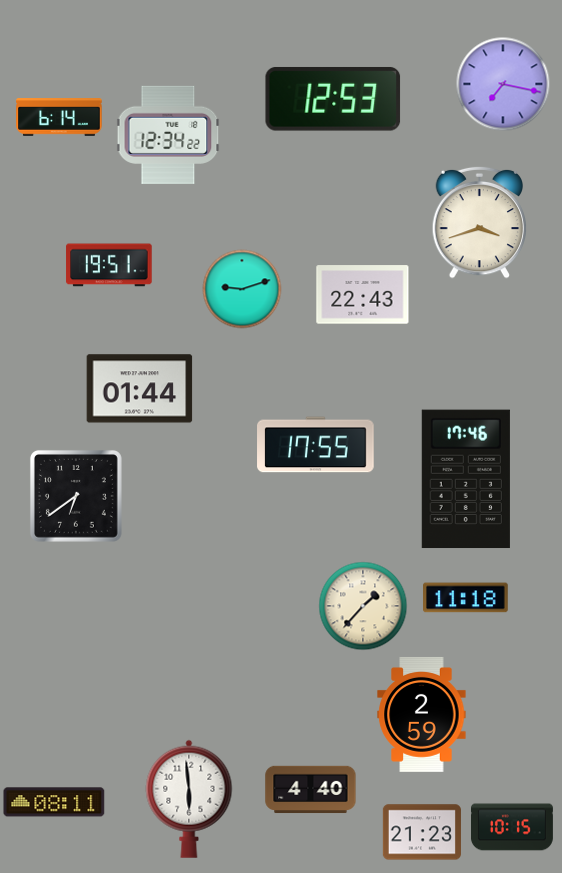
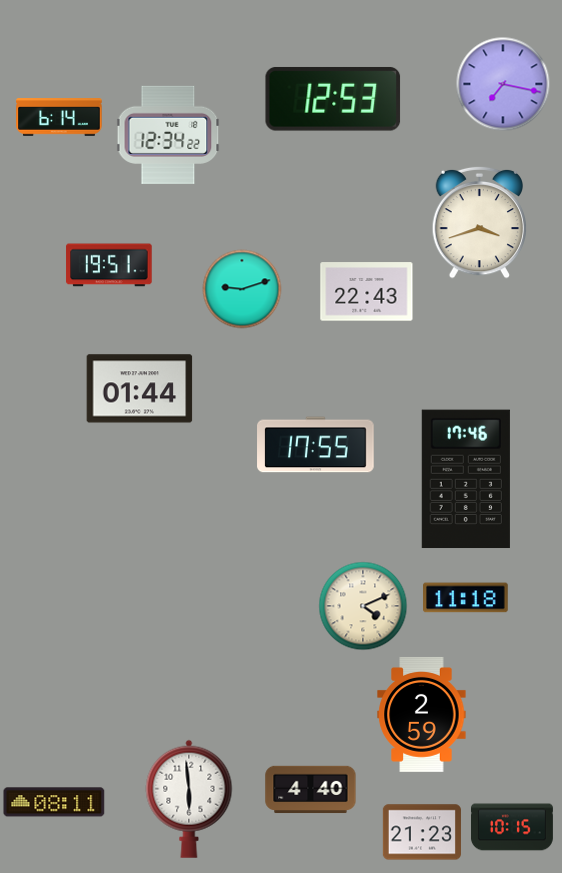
clock at (363, 295) position: (363, 295) -> (367, 292)
clock at (76, 496): 6:39 -> none
clock at (363, 606): 1:37 -> 4:11
